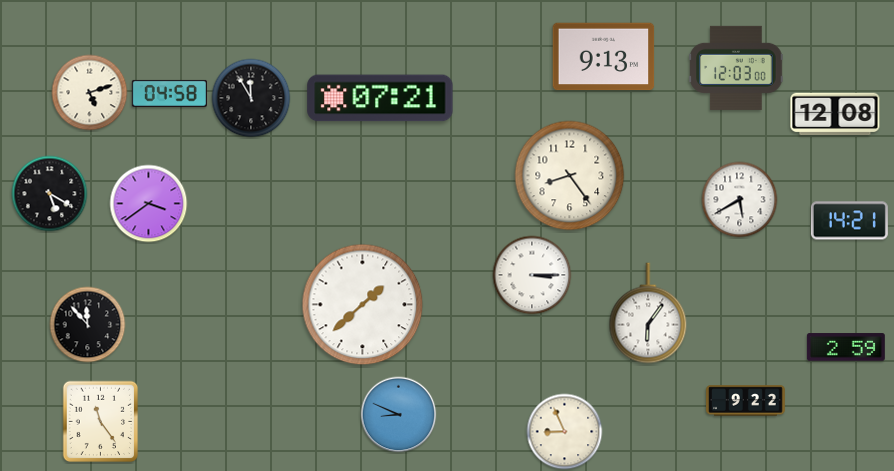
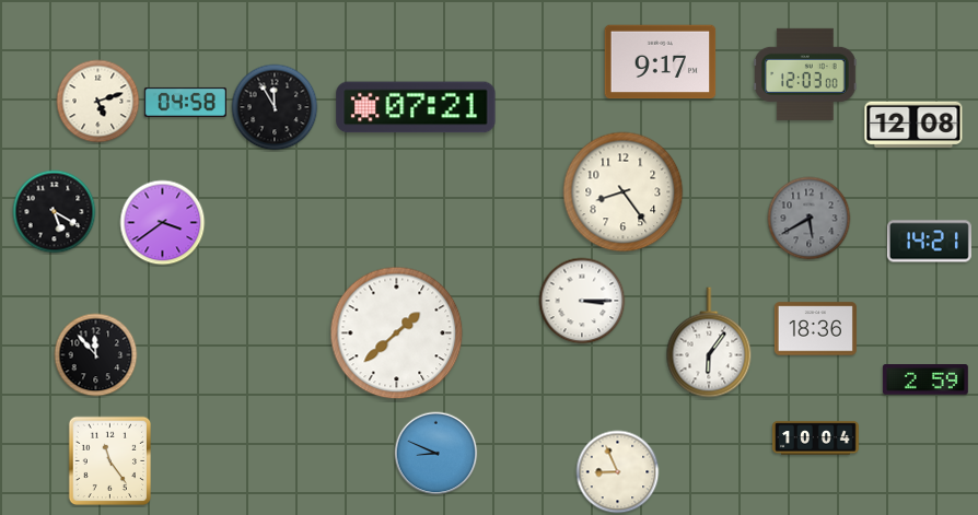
clock at (604, 57): 9:13 -> 9:17
clock at (740, 200) dial: white -> grey
clock at (815, 329): none -> 18:36
clock at (746, 401): 9:22 -> 10:04
